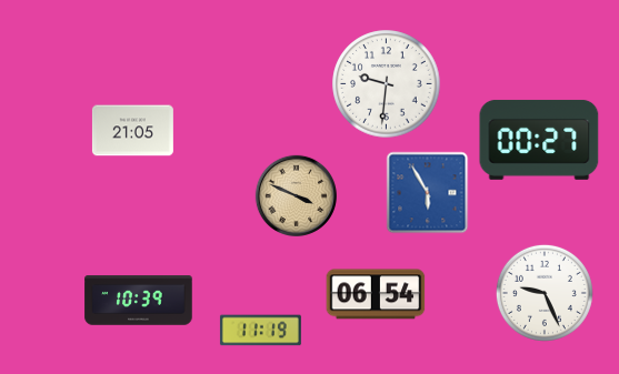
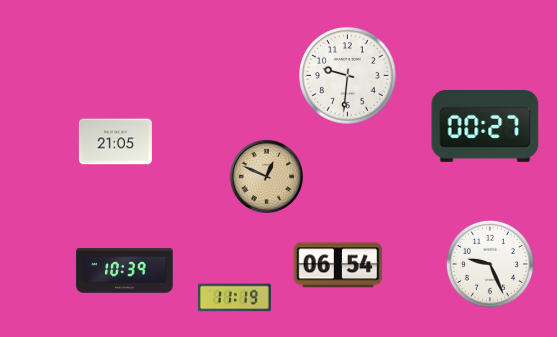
clock at (132, 131) position: (132, 131) -> (115, 142)
clock at (428, 193): 5:55 -> none
clock at (296, 195): 3:49 -> 12:49
